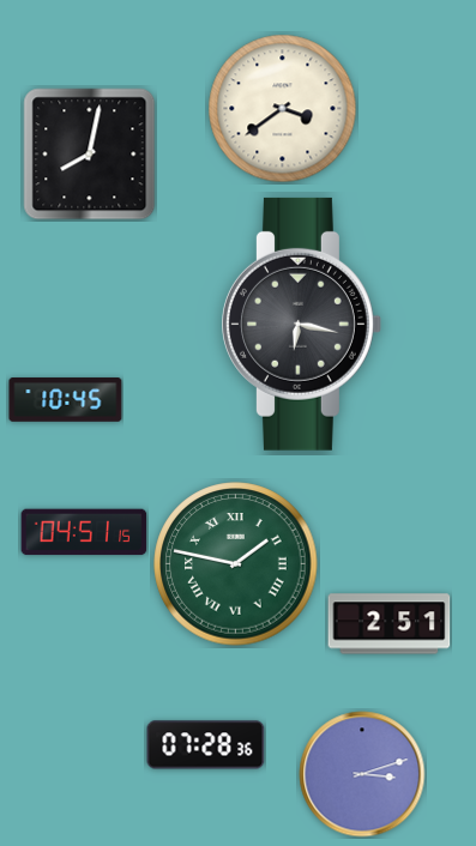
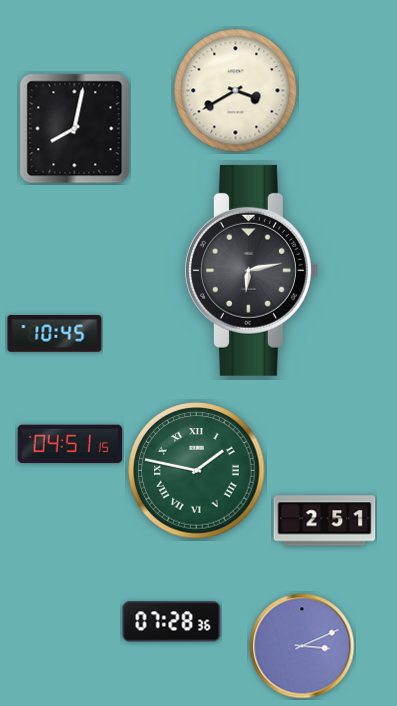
clock at (283, 109): 3:39 -> 3:40
clock at (302, 324): 6:17 -> 6:13
clock at (362, 774): 3:12 -> 3:11
